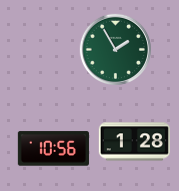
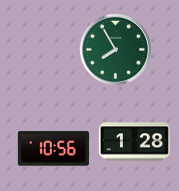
clock at (115, 49): 1:55 -> 7:55
